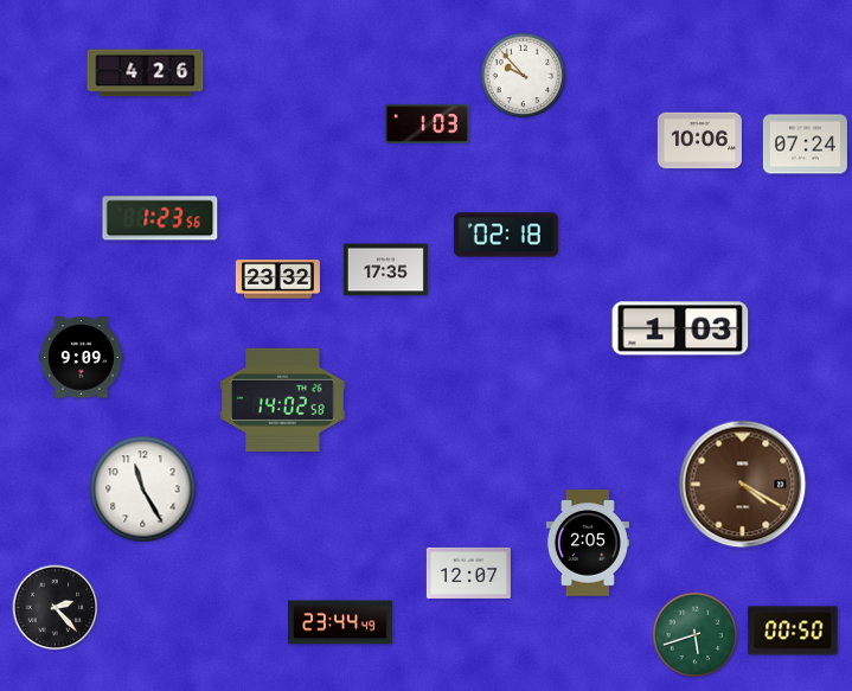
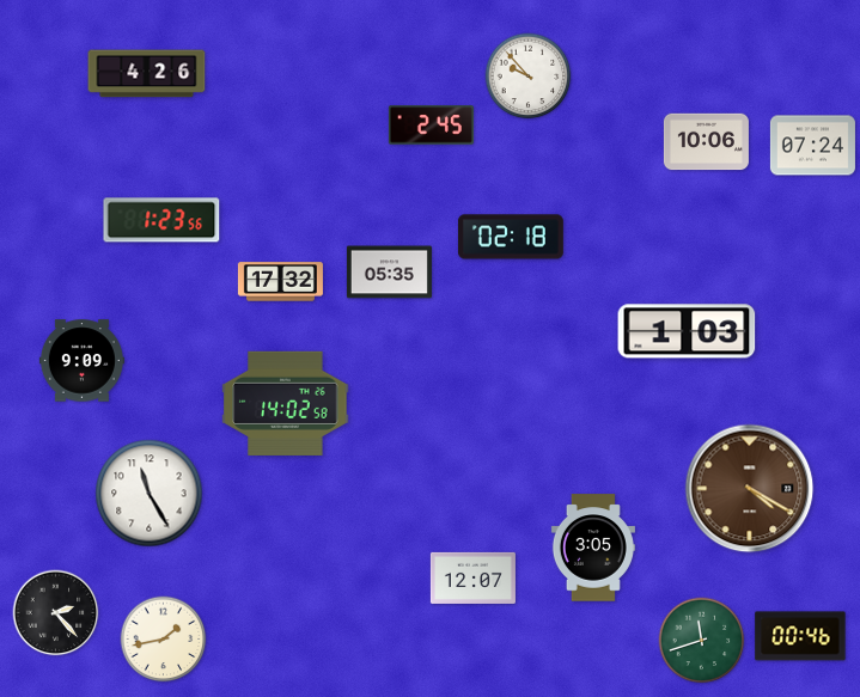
clock at (427, 124): 1:03 -> 2:45
clock at (385, 270): 17:35 -> 05:35
clock at (277, 280): 23:32 -> 17:32
clock at (143, 490) position: (143, 490) -> (150, 494)
clock at (588, 543): 2:05 -> 3:05
clock at (340, 622): 23:44 -> none
clock at (793, 631): 00:50 -> 00:46
clock at (164, 640): none -> 1:43
clock at (696, 635): 5:42 -> 11:42
